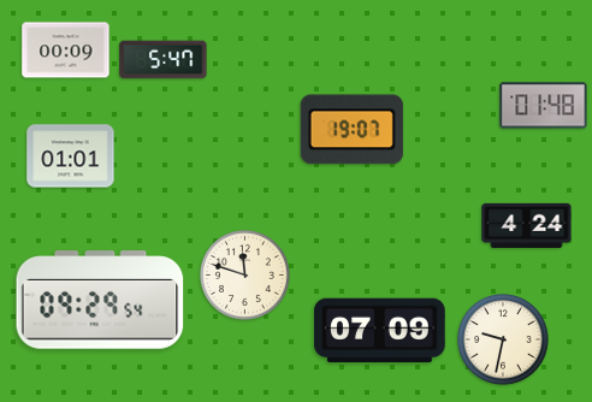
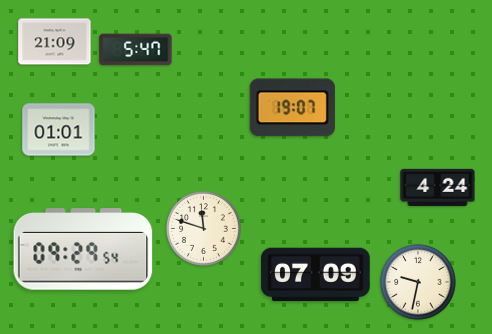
clock at (66, 51): 00:09 -> 21:09
clock at (544, 106): 01:48 -> none
